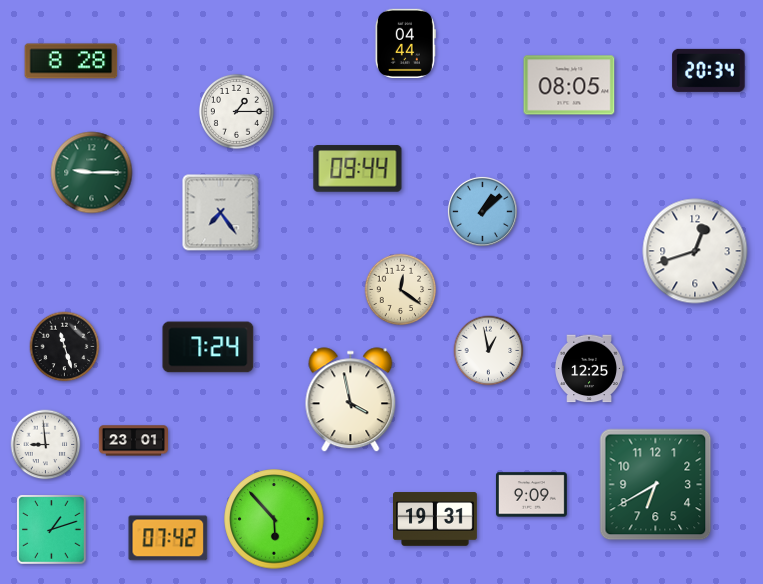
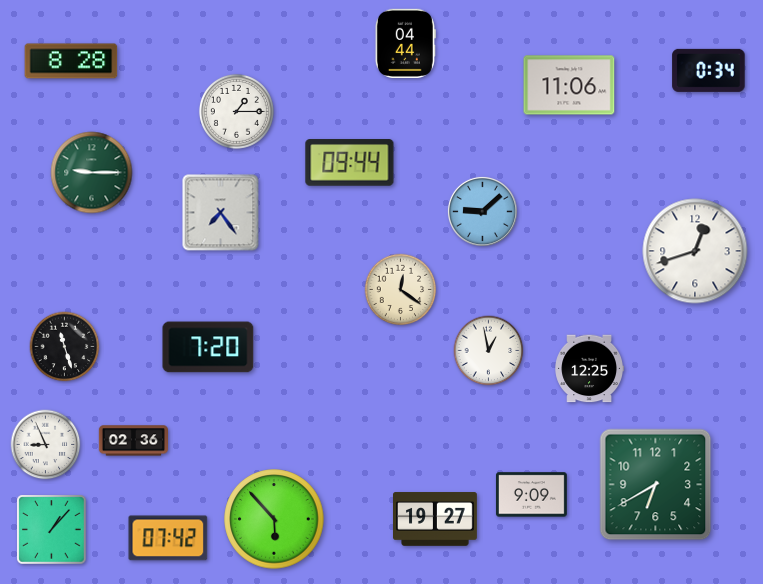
clock at (709, 70): 20:34 -> 0:34
clock at (569, 85): 08:05 -> 11:06
clock at (358, 169) position: (358, 169) -> (350, 163)
clock at (482, 211): 1:08 -> 9:08
clock at (208, 347): 7:24 -> 7:20
clock at (351, 400): 3:58 -> none
clock at (133, 441): 23:01 -> 02:36
clock at (46, 445): 8:59 -> 8:56
clock at (436, 519): 19:31 -> 19:27
clock at (52, 530): 1:12 -> 1:07
